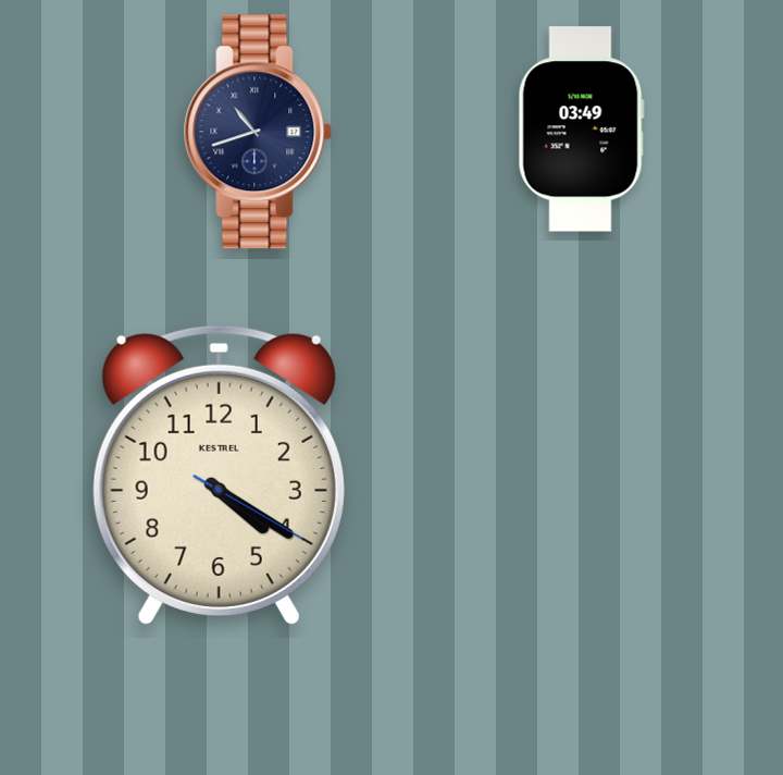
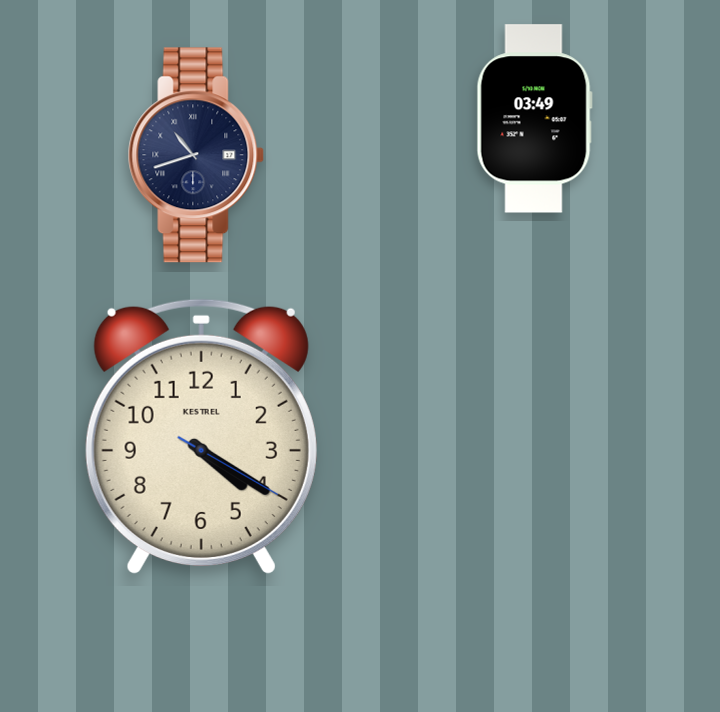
clock at (258, 132) position: (258, 132) -> (196, 155)
